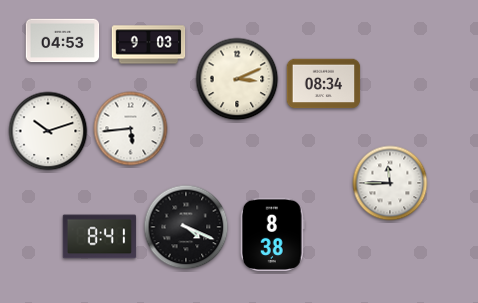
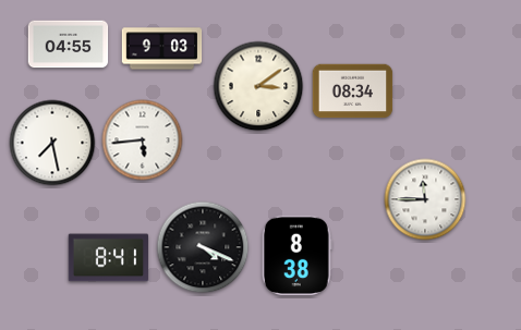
clock at (63, 41): 04:53 -> 04:55
clock at (237, 79): 3:11 -> 3:09
clock at (48, 131): 10:12 -> 7:28
